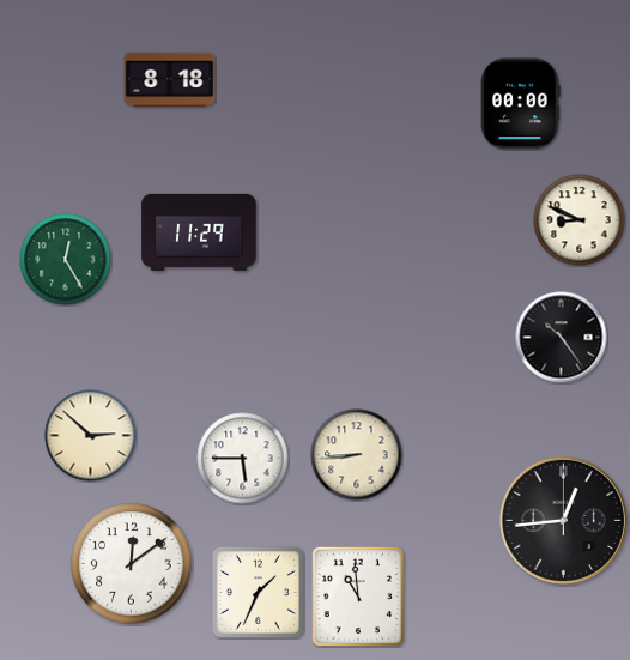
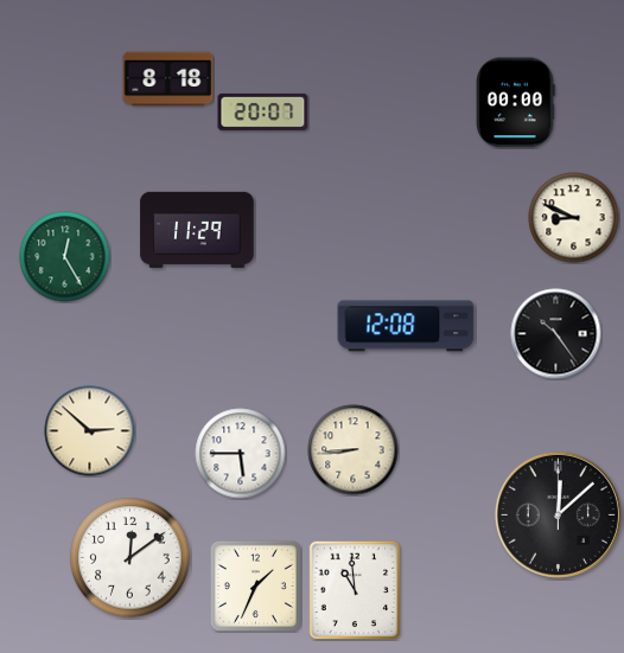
clock at (263, 111): none -> 20:07
clock at (406, 326): none -> 12:08
clock at (563, 520): 12:44 -> 12:08
